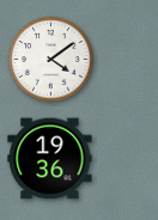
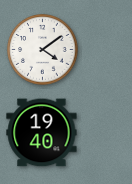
clock at (50, 159): 19:36 -> 19:40
